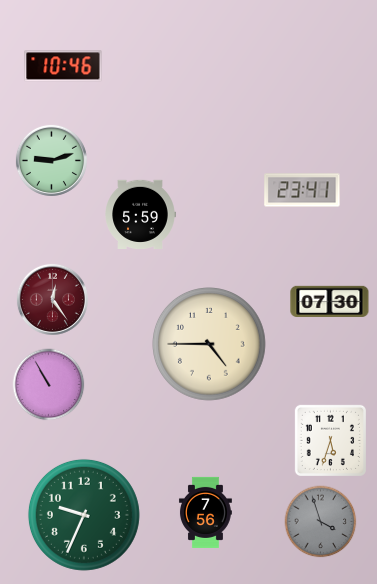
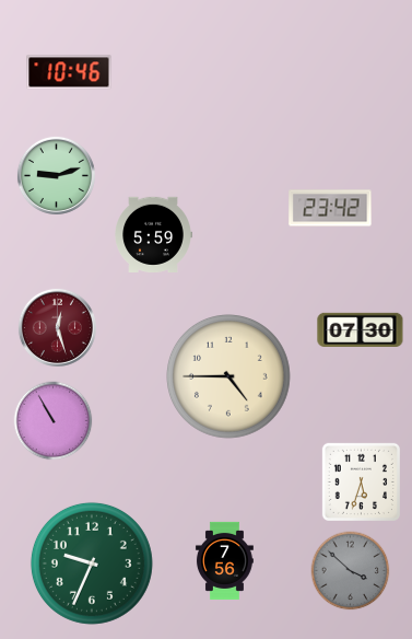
clock at (302, 190): 23:41 -> 23:42
clock at (52, 299): 12:24 -> 12:27
clock at (321, 522): 3:57 -> 3:52
